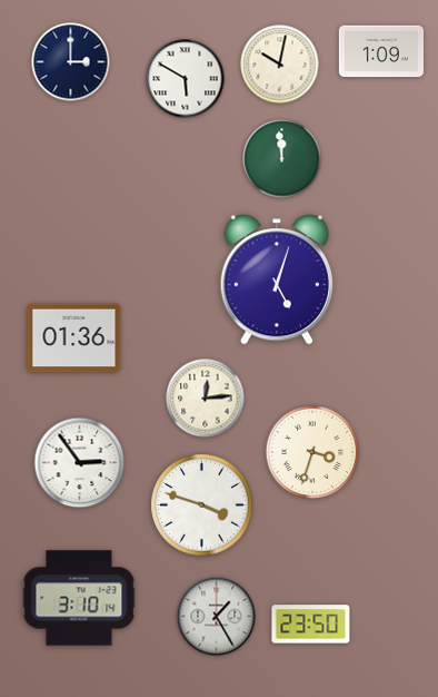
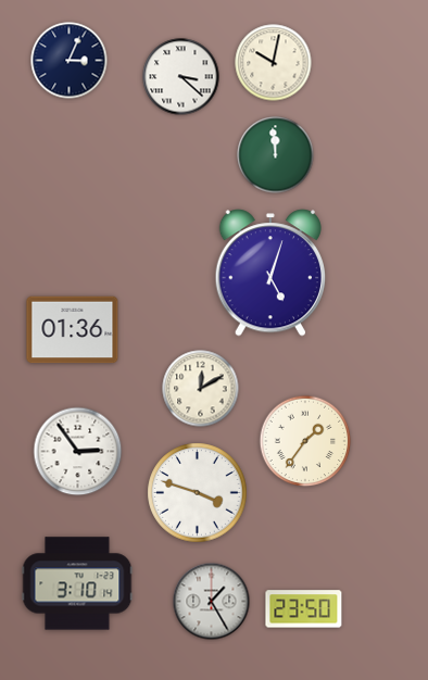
clock at (380, 51): 1:09 -> none
clock at (71, 62): 3:00 -> 3:04
clock at (186, 79): 5:50 -> 3:22
clock at (206, 399): 12:14 -> 12:10
clock at (312, 452): 3:33 -> 1:36
